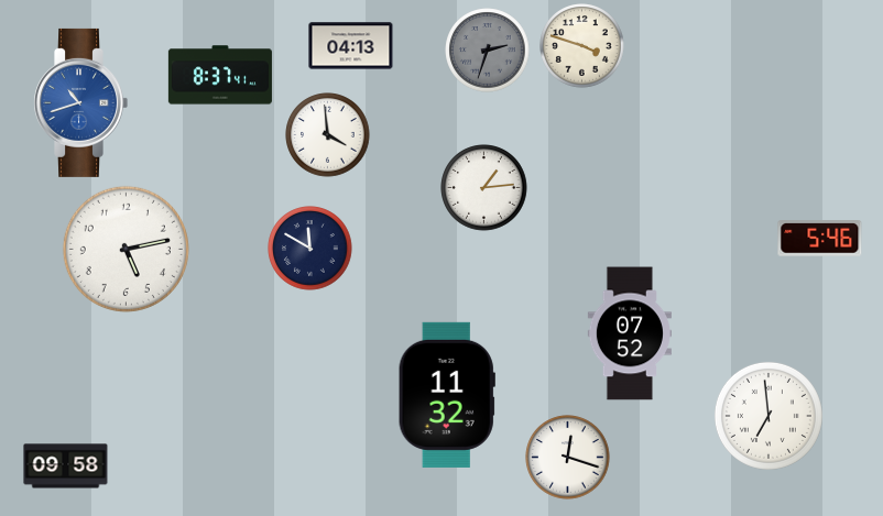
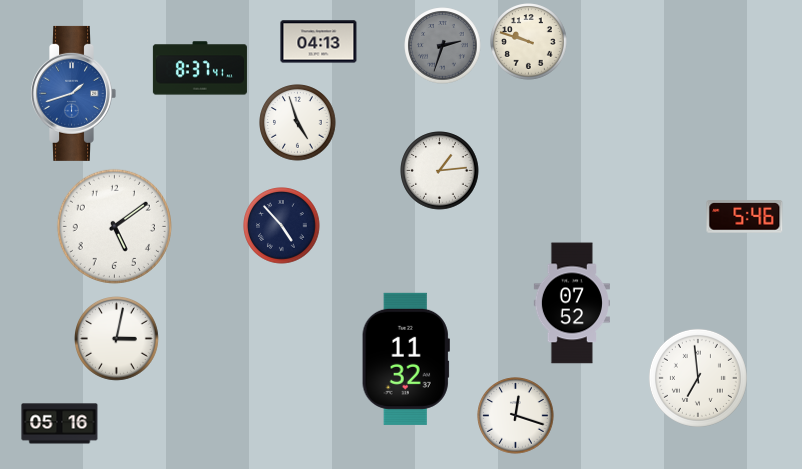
clock at (582, 46): 3:48 -> 9:48
clock at (80, 102): 10:42 -> 1:42
clock at (328, 135): 3:59 -> 4:57
clock at (126, 249): 5:13 -> 5:09
clock at (310, 249): 11:50 -> 4:53
clock at (117, 339): none -> 3:02
clock at (66, 466): 09:58 -> 05:16
